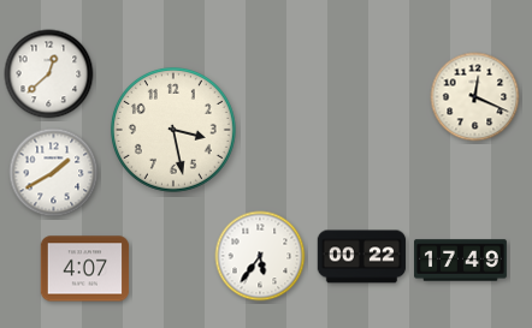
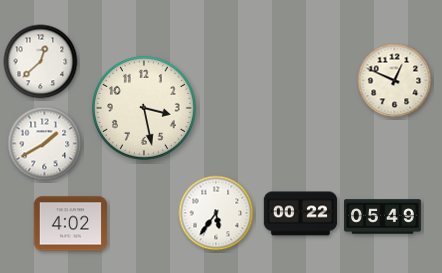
clock at (475, 97): 12:19 -> 12:49
clock at (461, 261): 17:49 -> 05:49
clock at (85, 269): 4:07 -> 4:02
